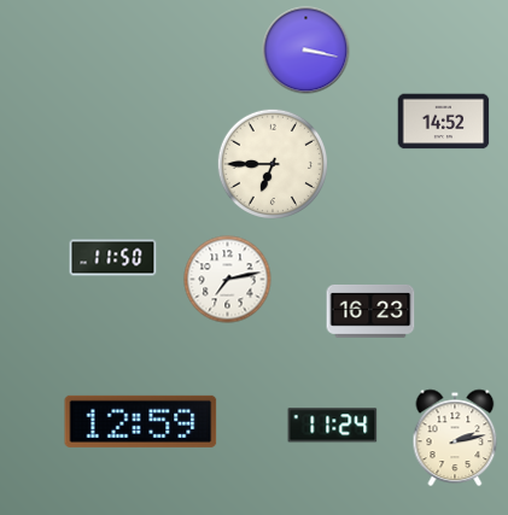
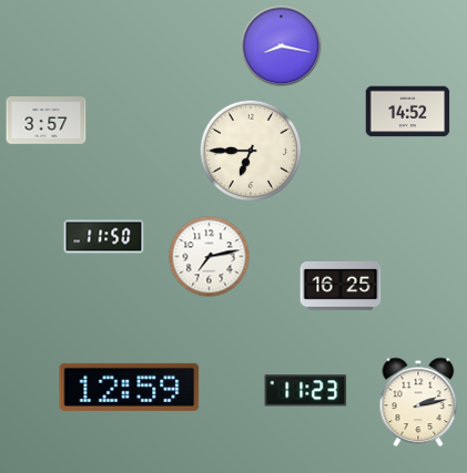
clock at (306, 51): 3:17 -> 8:17
clock at (47, 121): none -> 3:57
clock at (370, 311): 16:23 -> 16:25
clock at (333, 426): 11:24 -> 11:23
